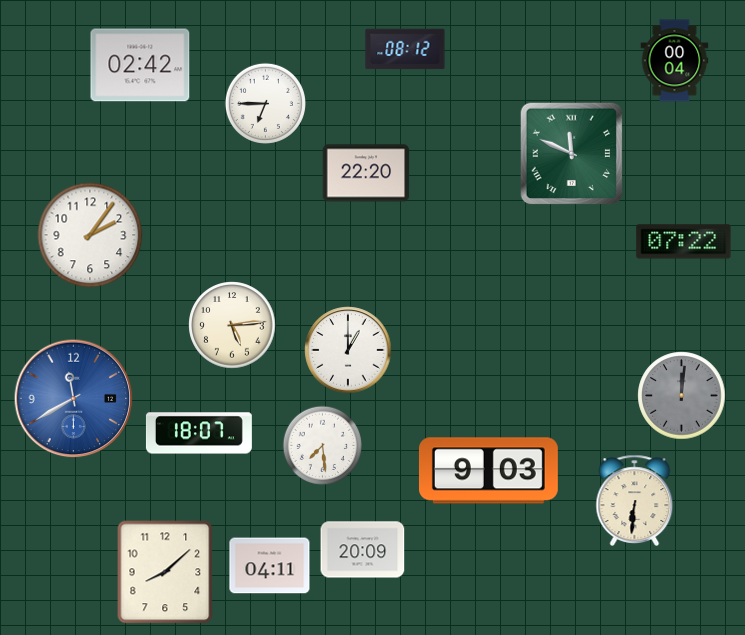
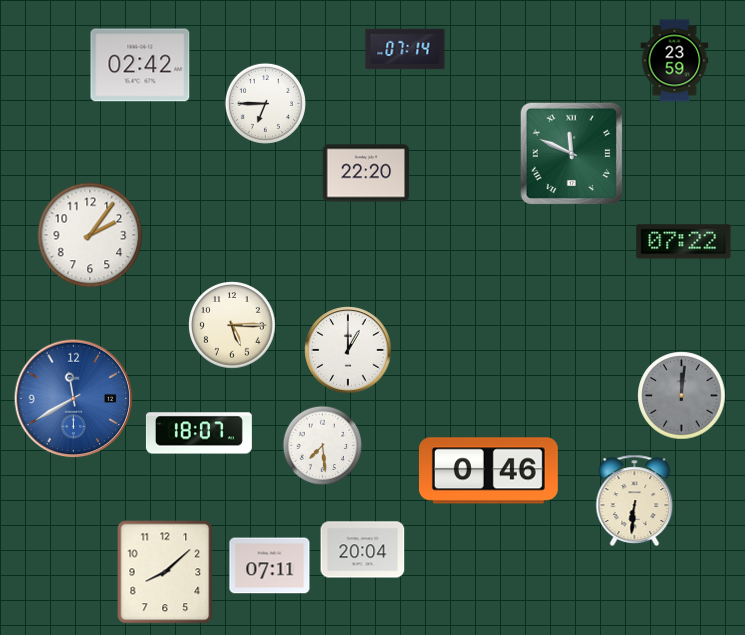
clock at (405, 49): 08:12 -> 07:14
clock at (675, 61): 00:04 -> 23:59
clock at (232, 325): 5:14 -> 5:15
clock at (488, 471): 9:03 -> 0:46
clock at (363, 550): 20:09 -> 20:04
clock at (270, 566): 04:11 -> 07:11
